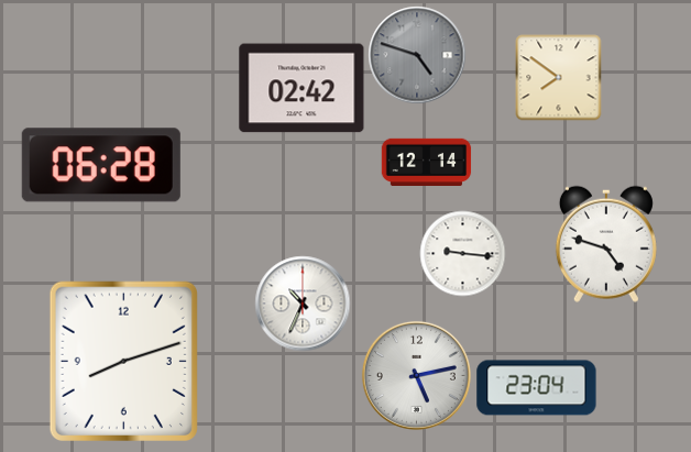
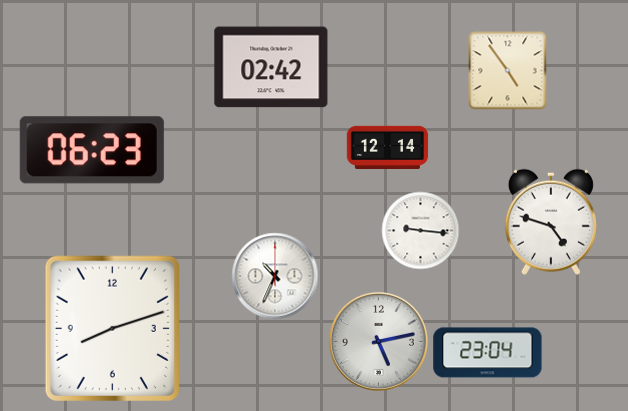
clock at (417, 55): 4:48 -> none
clock at (558, 77): 7:51 -> 4:54
clock at (301, 88) position: (301, 88) -> (271, 67)
clock at (101, 165): 06:28 -> 06:23
